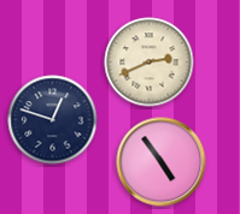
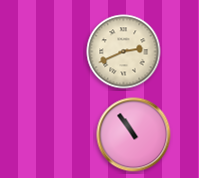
clock at (53, 120): 12:48 -> none
clock at (162, 162): 4:54 -> 10:54
